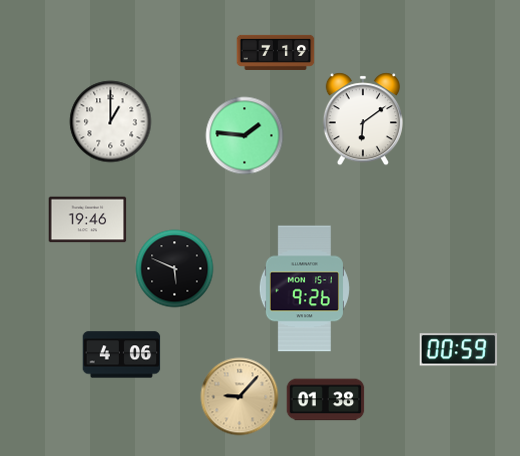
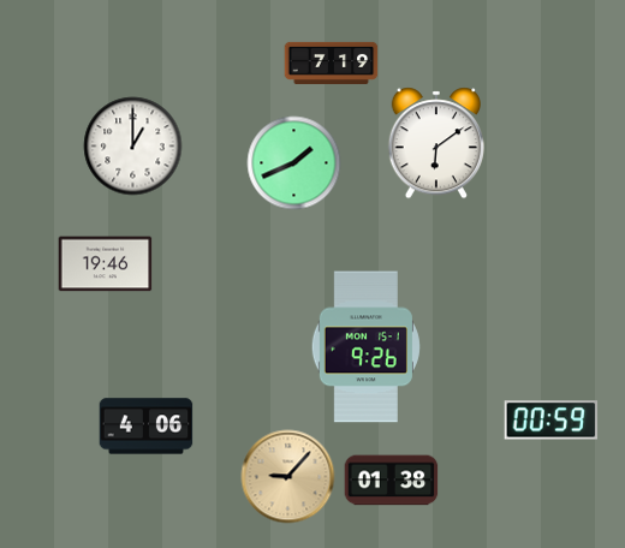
clock at (244, 135): 1:46 -> 1:41
clock at (174, 268): 5:49 -> none
